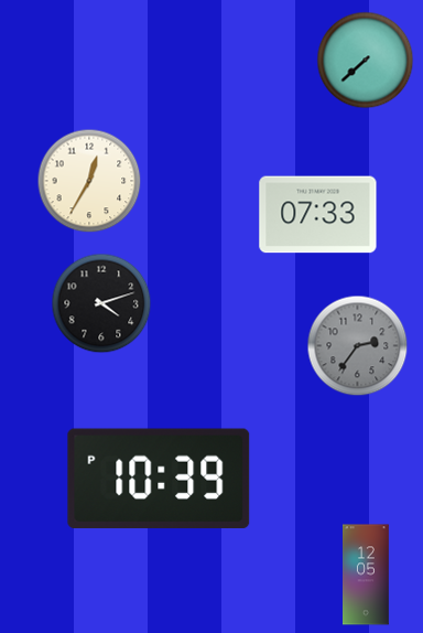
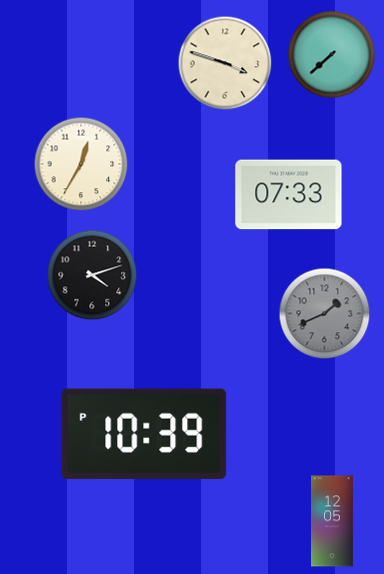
clock at (225, 63): none -> 3:48
clock at (358, 346): 2:36 -> 1:41
